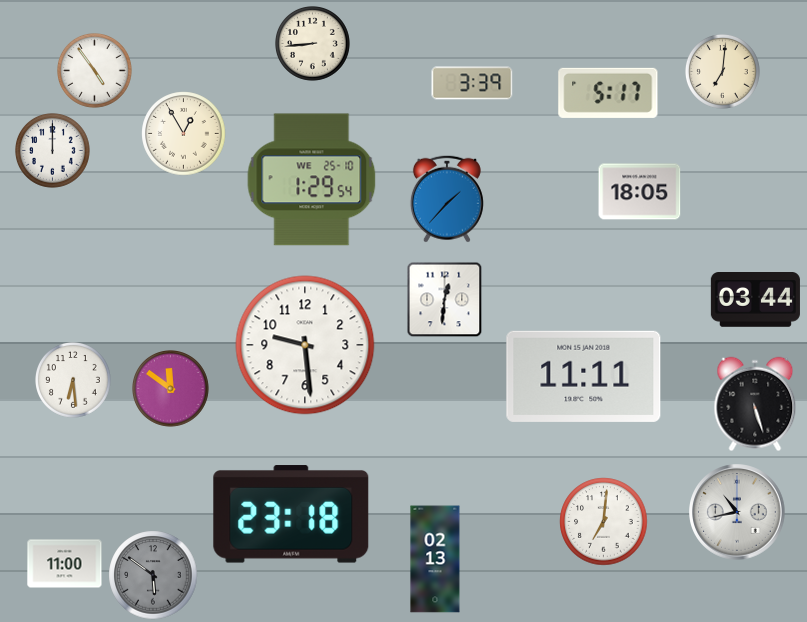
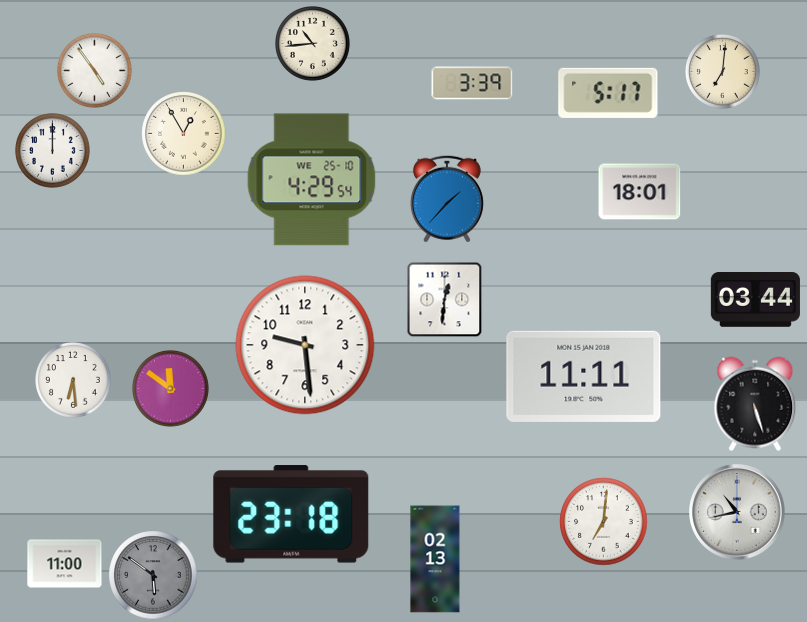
clock at (313, 44): 8:44 -> 10:44
clock at (312, 180): 1:29 -> 4:29
clock at (640, 192): 18:05 -> 18:01
